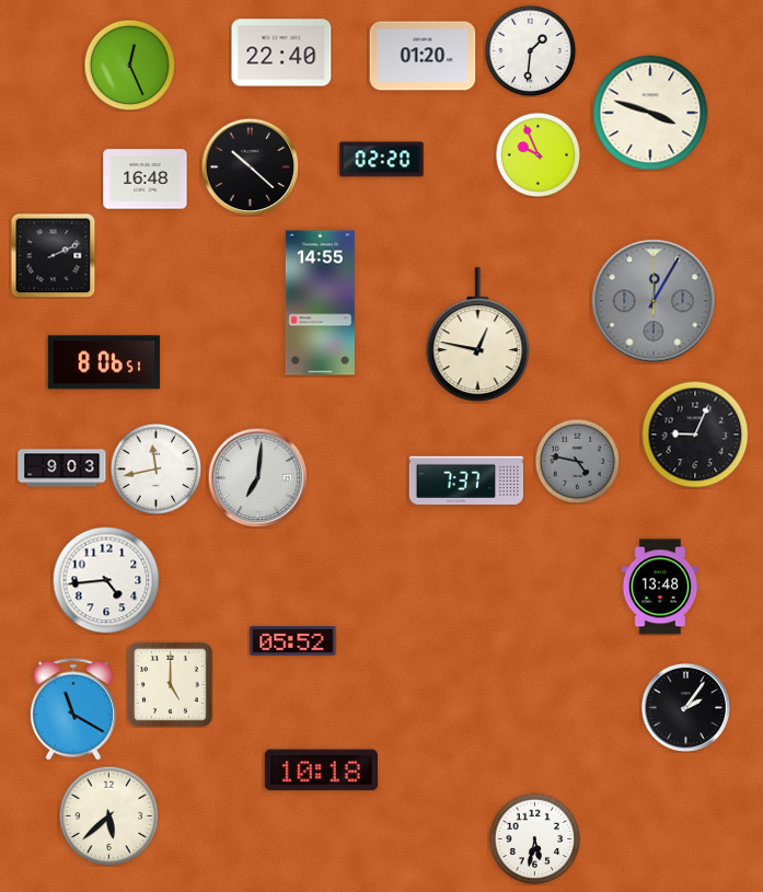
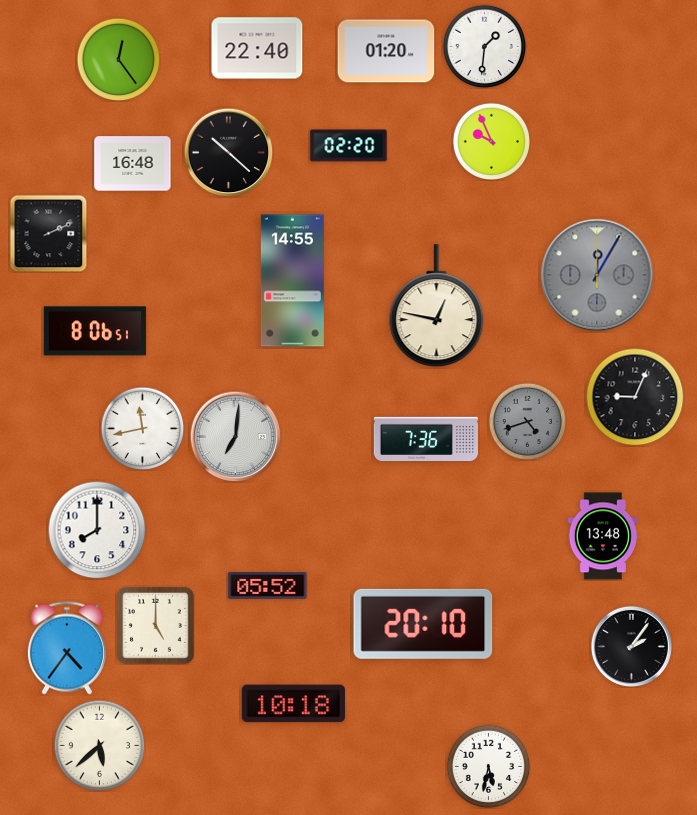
clock at (129, 65): 12:26 -> 12:24
clock at (650, 113): 3:48 -> none
clock at (320, 303) position: (320, 303) -> (292, 281)
clock at (577, 461): 4:47 -> 4:42
clock at (62, 468): 9:03 -> none
clock at (465, 479): 7:37 -> 7:36
clock at (106, 580): 4:44 -> 8:00
clock at (423, 624): none -> 20:10
clock at (685, 707) position: (685, 707) -> (631, 646)
clock at (73, 709): 11:20 -> 4:36
